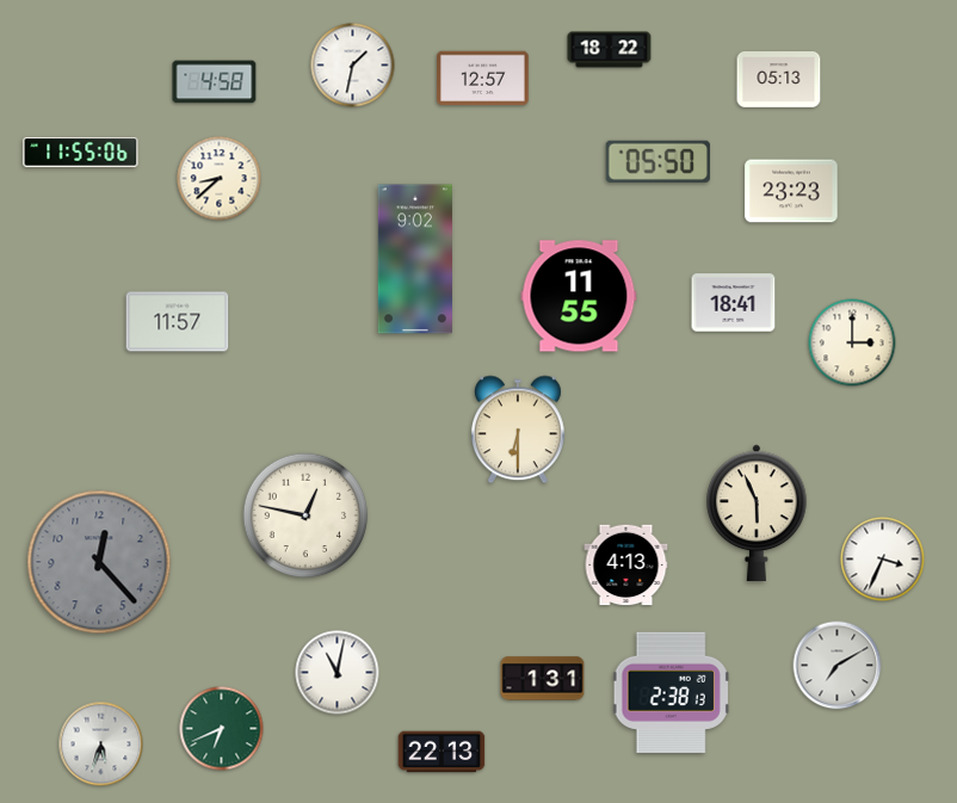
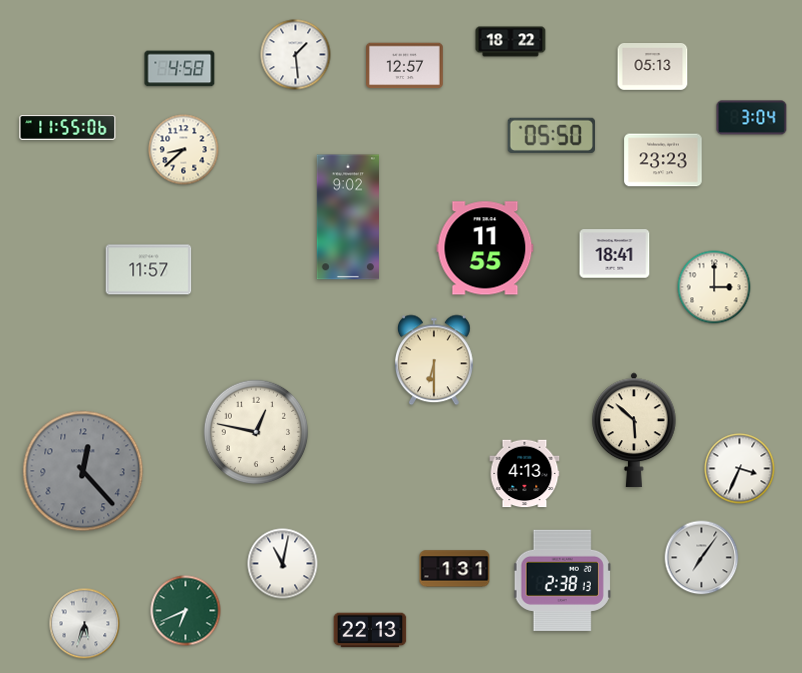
clock at (353, 66): 1:32 -> 1:29
clock at (752, 118): none -> 3:04
clock at (758, 513): 5:56 -> 5:52
clock at (838, 666): 7:10 -> 7:06
